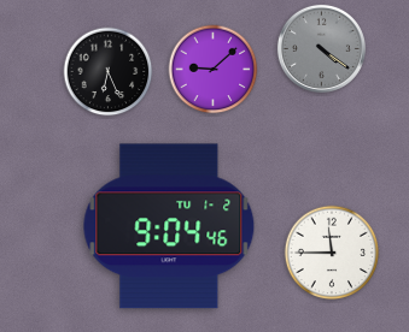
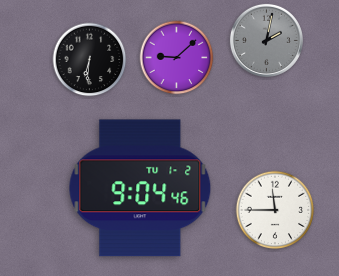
clock at (321, 48): 4:21 -> 2:02
clock at (109, 72): 6:26 -> 6:31
